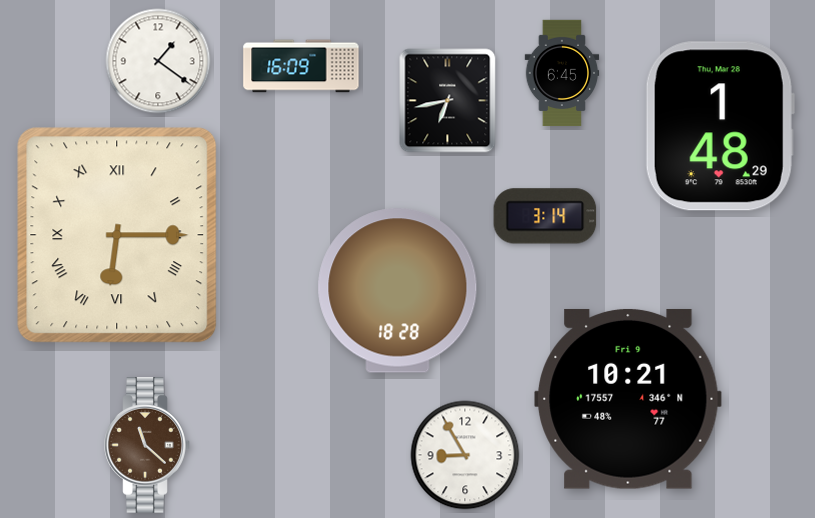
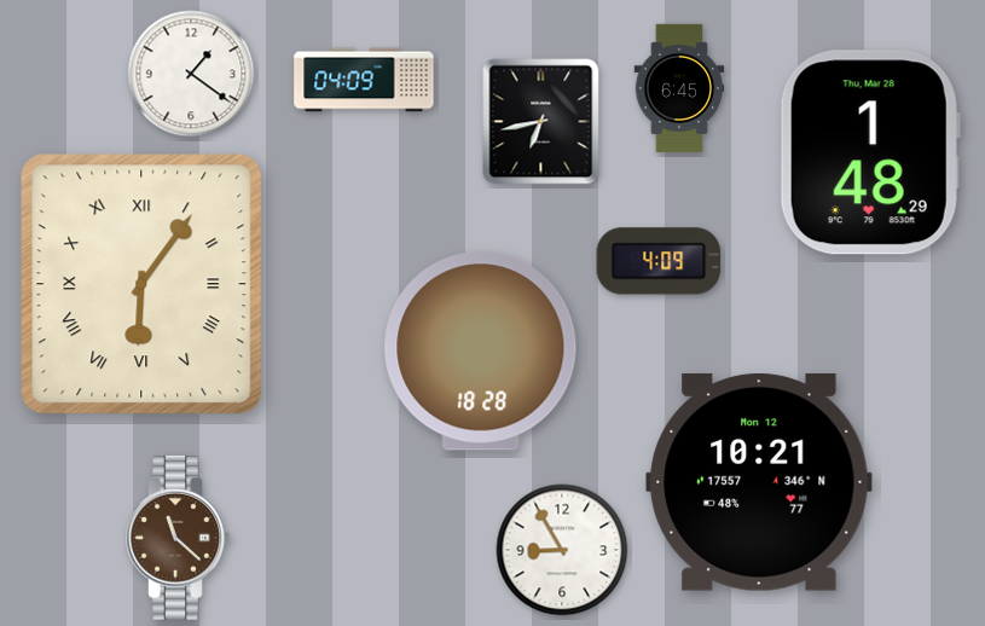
clock at (301, 66): 16:09 -> 04:09
clock at (545, 216): 3:14 -> 4:09
clock at (117, 235): 6:15 -> 6:06
clock at (629, 399) date: Fri 9 -> Mon 12
